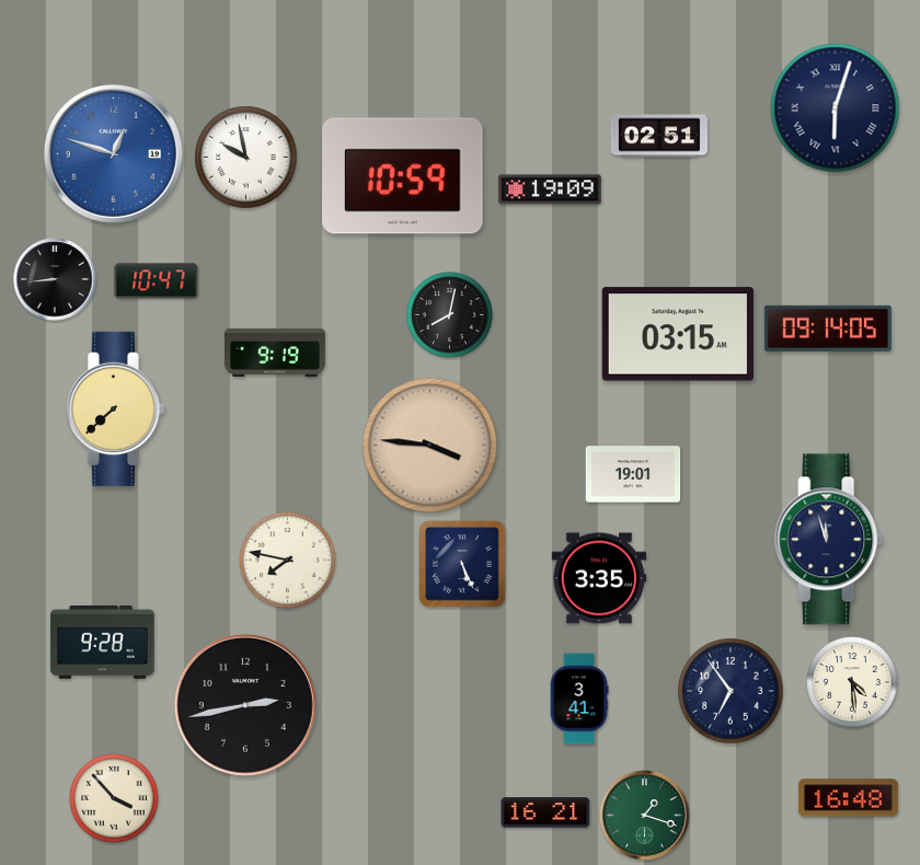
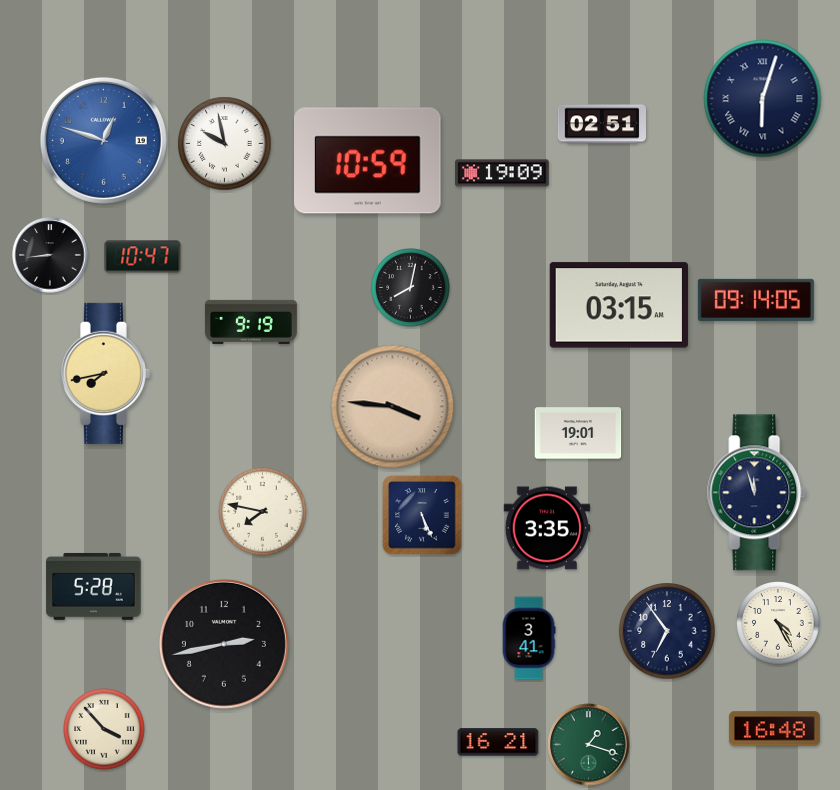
clock at (115, 408): 7:38 -> 7:43
clock at (103, 642): 9:28 -> 5:28
clock at (852, 682): 4:29 -> 4:25
